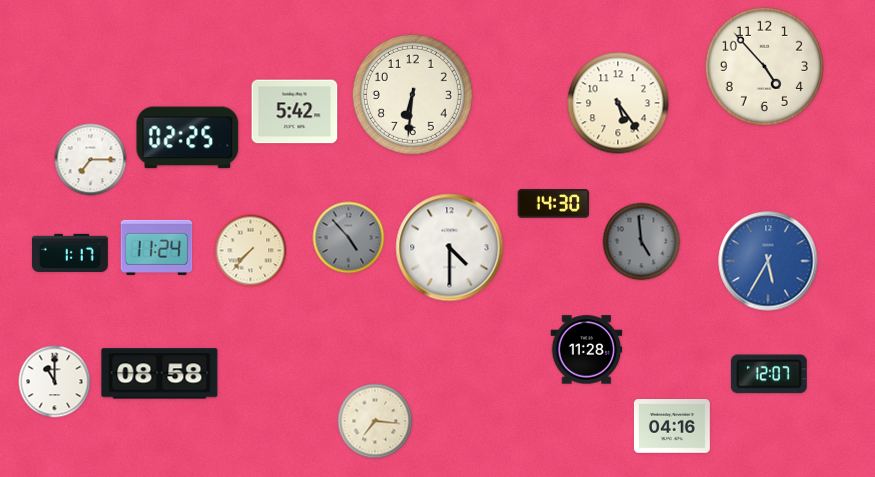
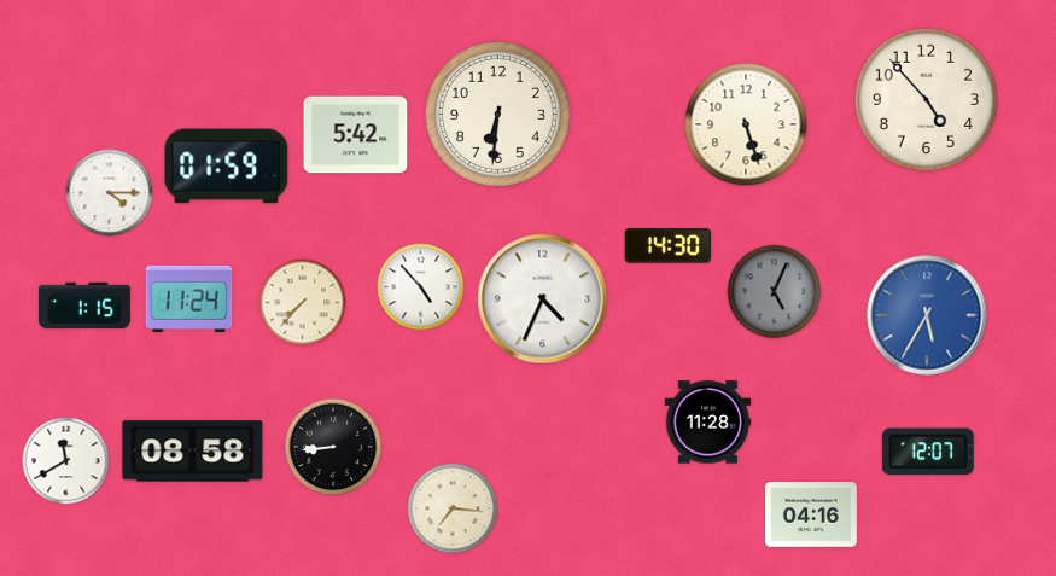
clock at (764, 66) position: (764, 66) -> (926, 99)
clock at (618, 103): 5:24 -> 5:27
clock at (188, 138): 02:25 -> 01:59
clock at (91, 160): 7:15 -> 4:15
clock at (349, 238) dial: grey -> white
clock at (642, 242): 4:59 -> 5:04
clock at (450, 248): 4:30 -> 4:34
clock at (70, 253): 1:17 -> 1:15
clock at (333, 447): none -> 8:44
clock at (55, 382): 11:00 -> 11:40
